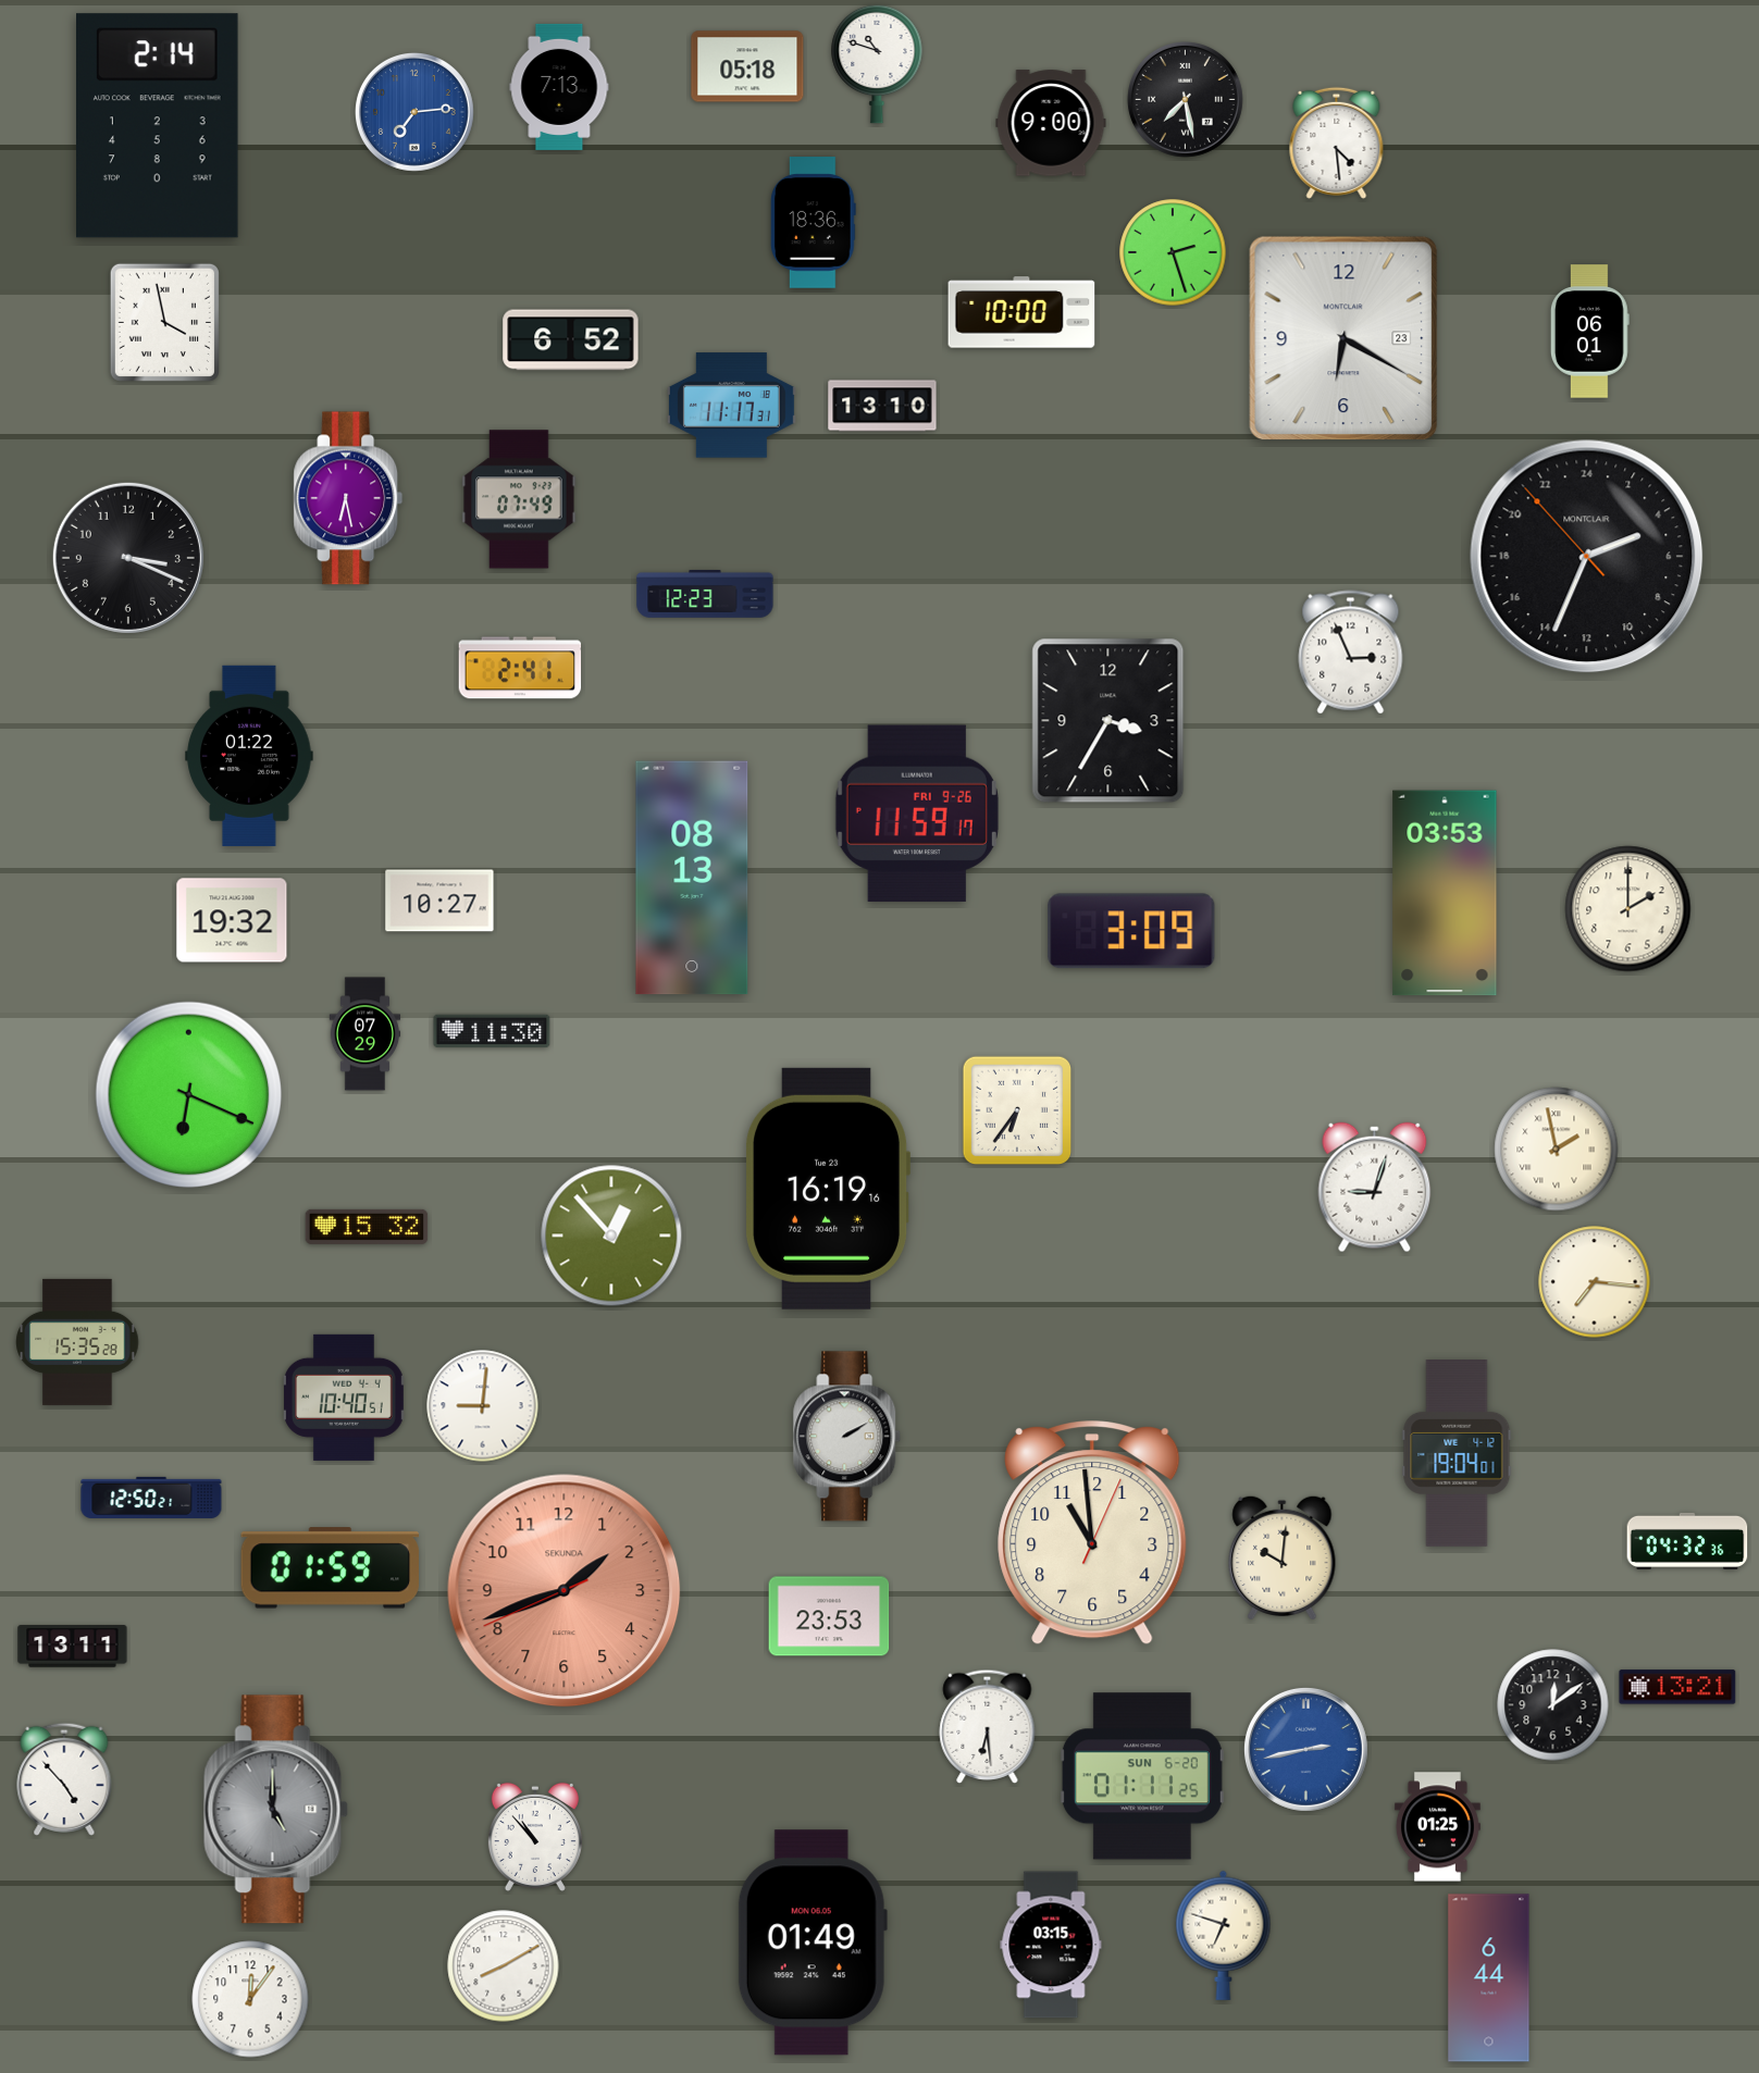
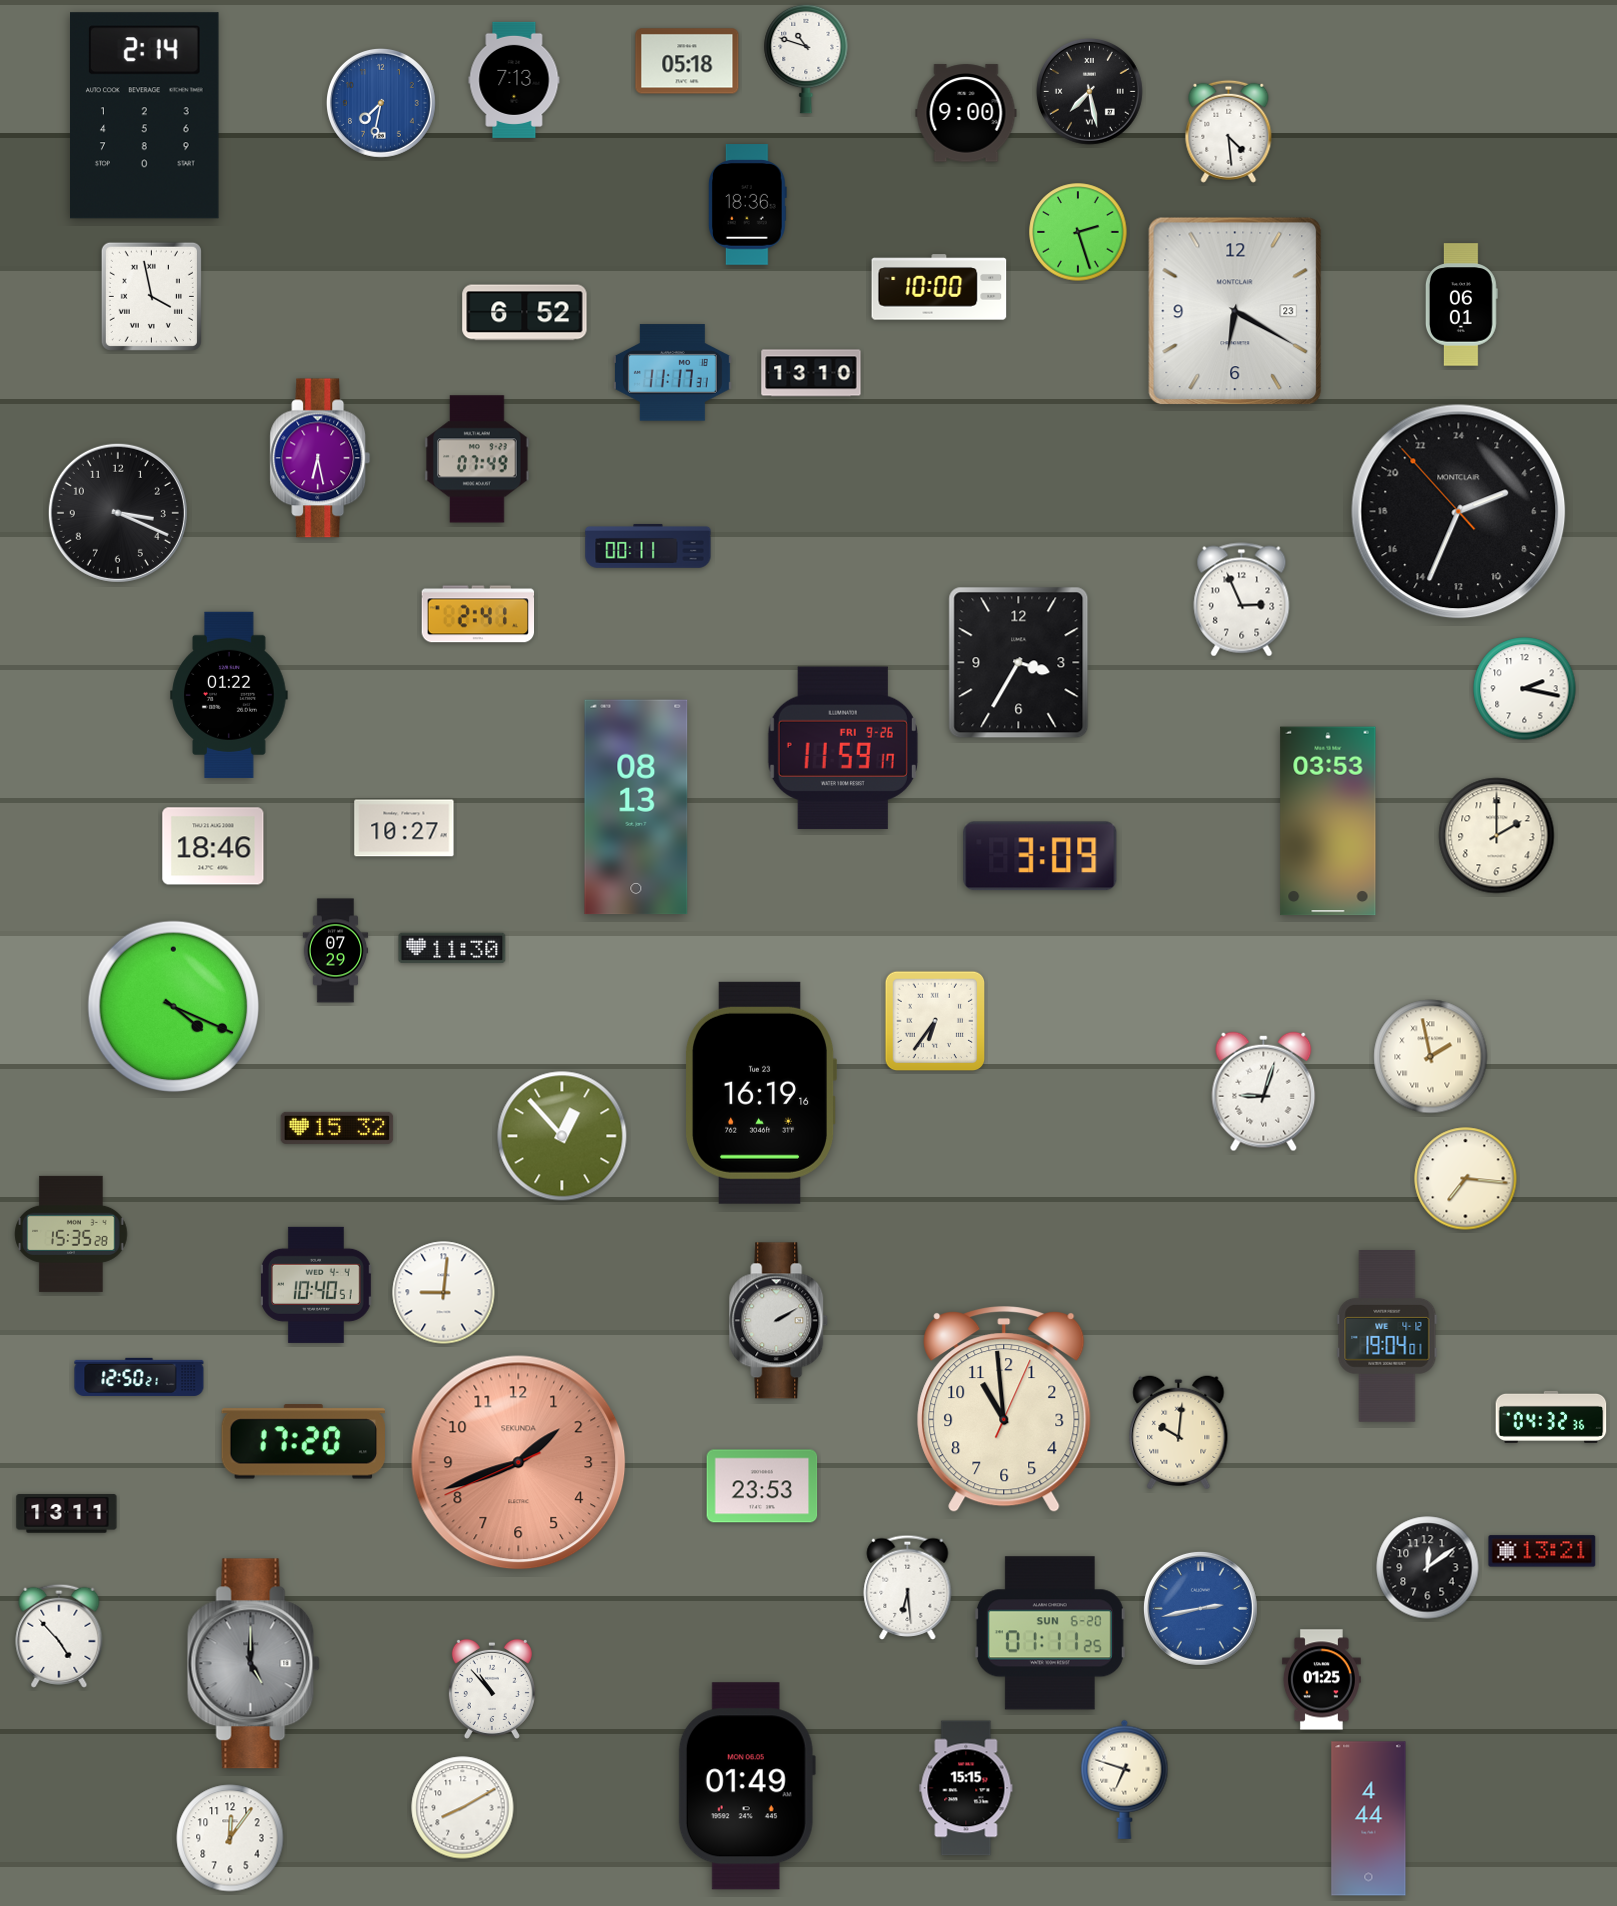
clock at (414, 112): 7:14 -> 7:32
clock at (705, 594): 12:23 -> 00:11
clock at (1525, 689): none -> 2:17
clock at (232, 920): 19:32 -> 18:46
clock at (189, 1095): 6:19 -> 4:19
clock at (1457, 1454) position: (1457, 1454) -> (1387, 1337)
clock at (330, 1568): 01:59 -> 17:20
clock at (1051, 1945): 03:15 -> 15:15
clock at (1489, 1978): 6:44 -> 4:44
